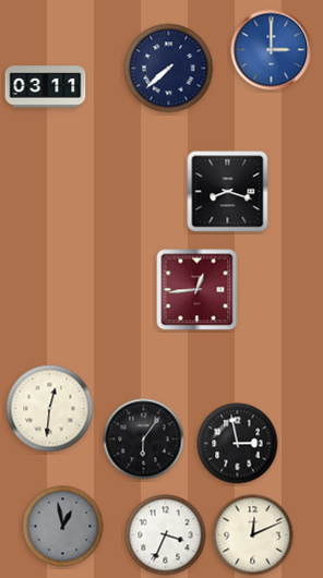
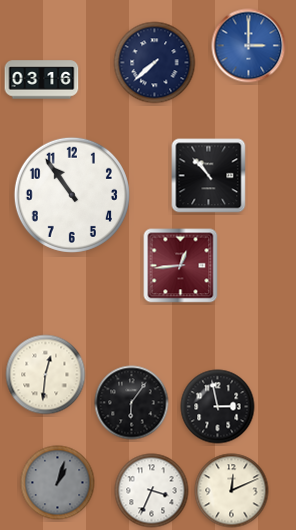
clock at (46, 87): 03:11 -> 03:16
clock at (228, 192): 8:18 -> 10:53
clock at (72, 195): none -> 10:54
clock at (63, 527): 12:58 -> 1:03
